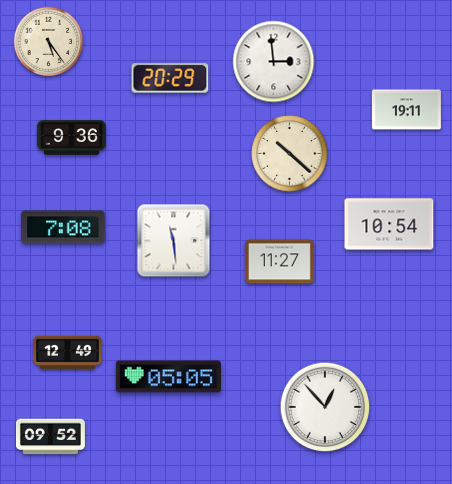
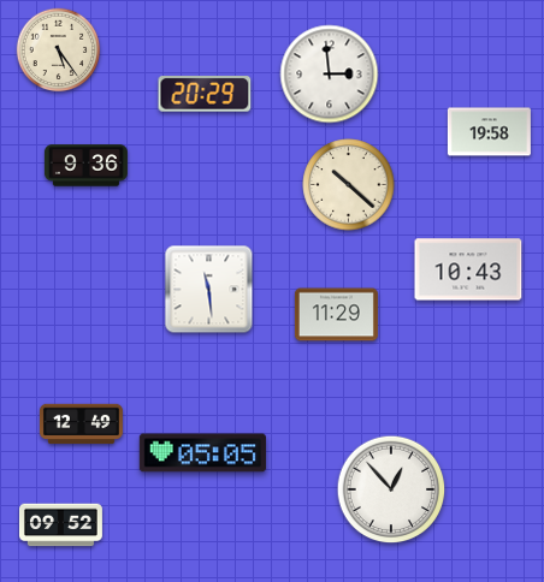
clock at (406, 110): 19:11 -> 19:58
clock at (389, 224): 10:54 -> 10:43
clock at (63, 227): 7:08 -> none
clock at (279, 262): 11:27 -> 11:29
